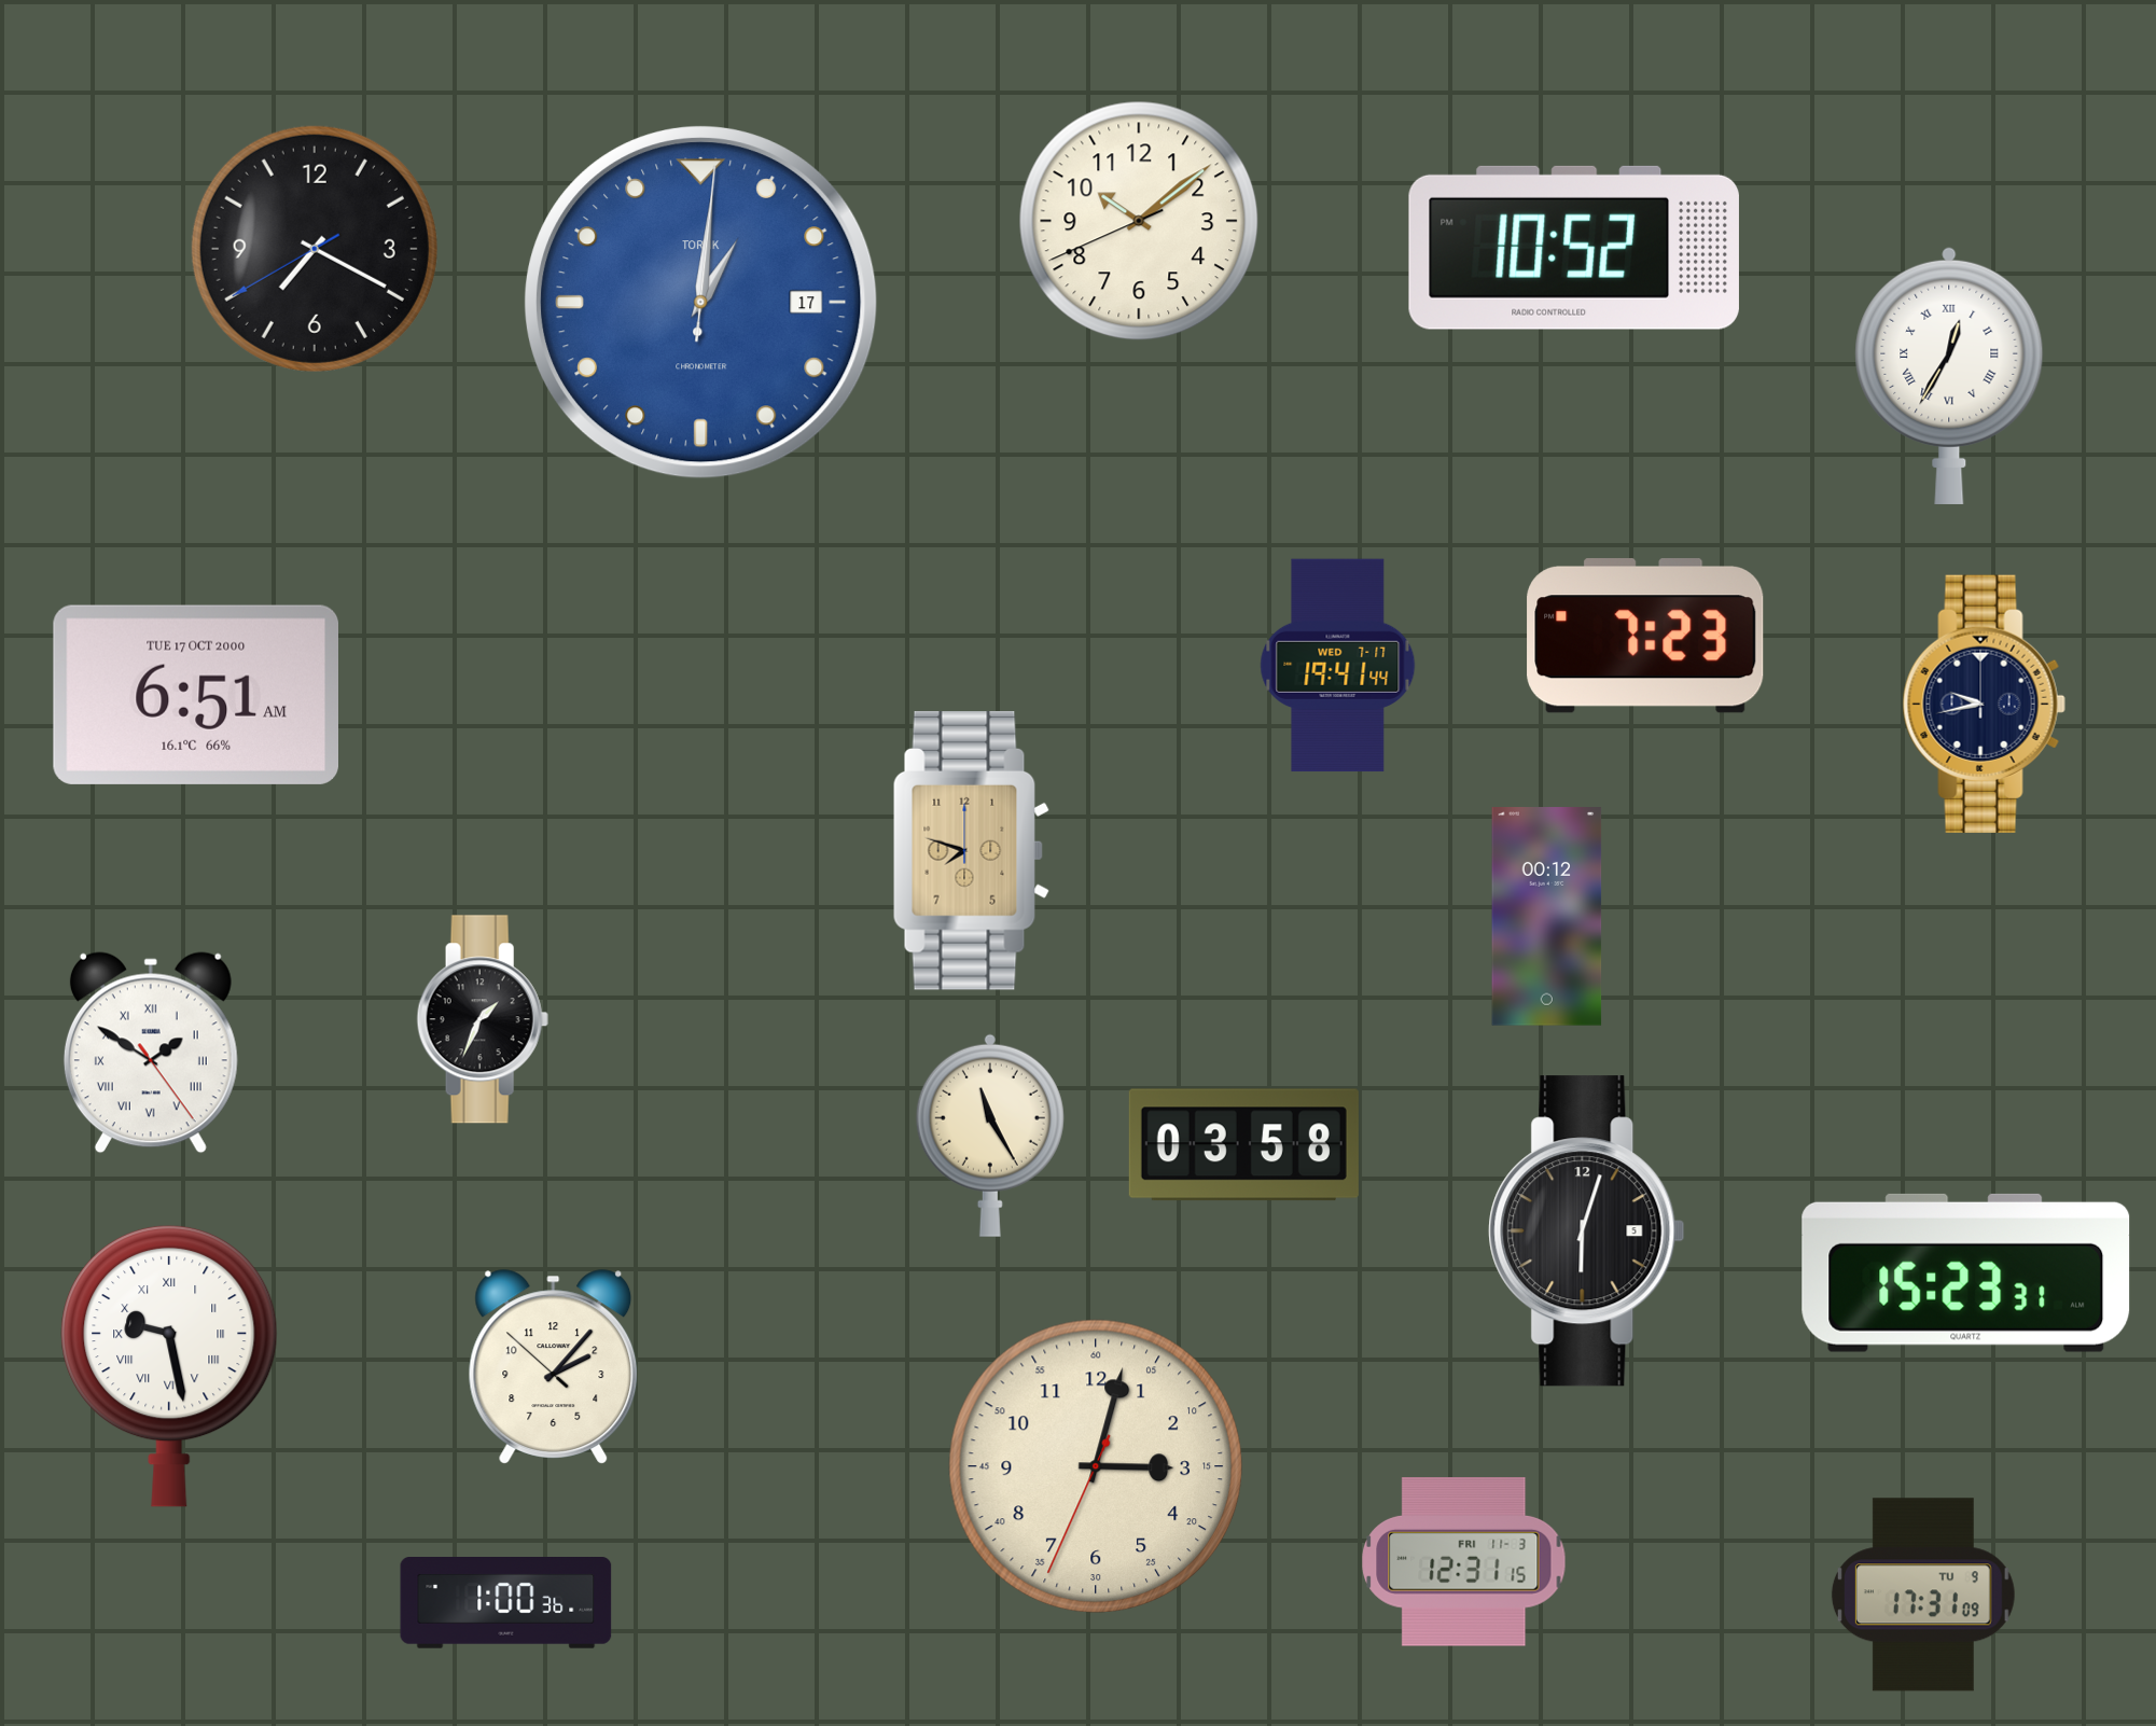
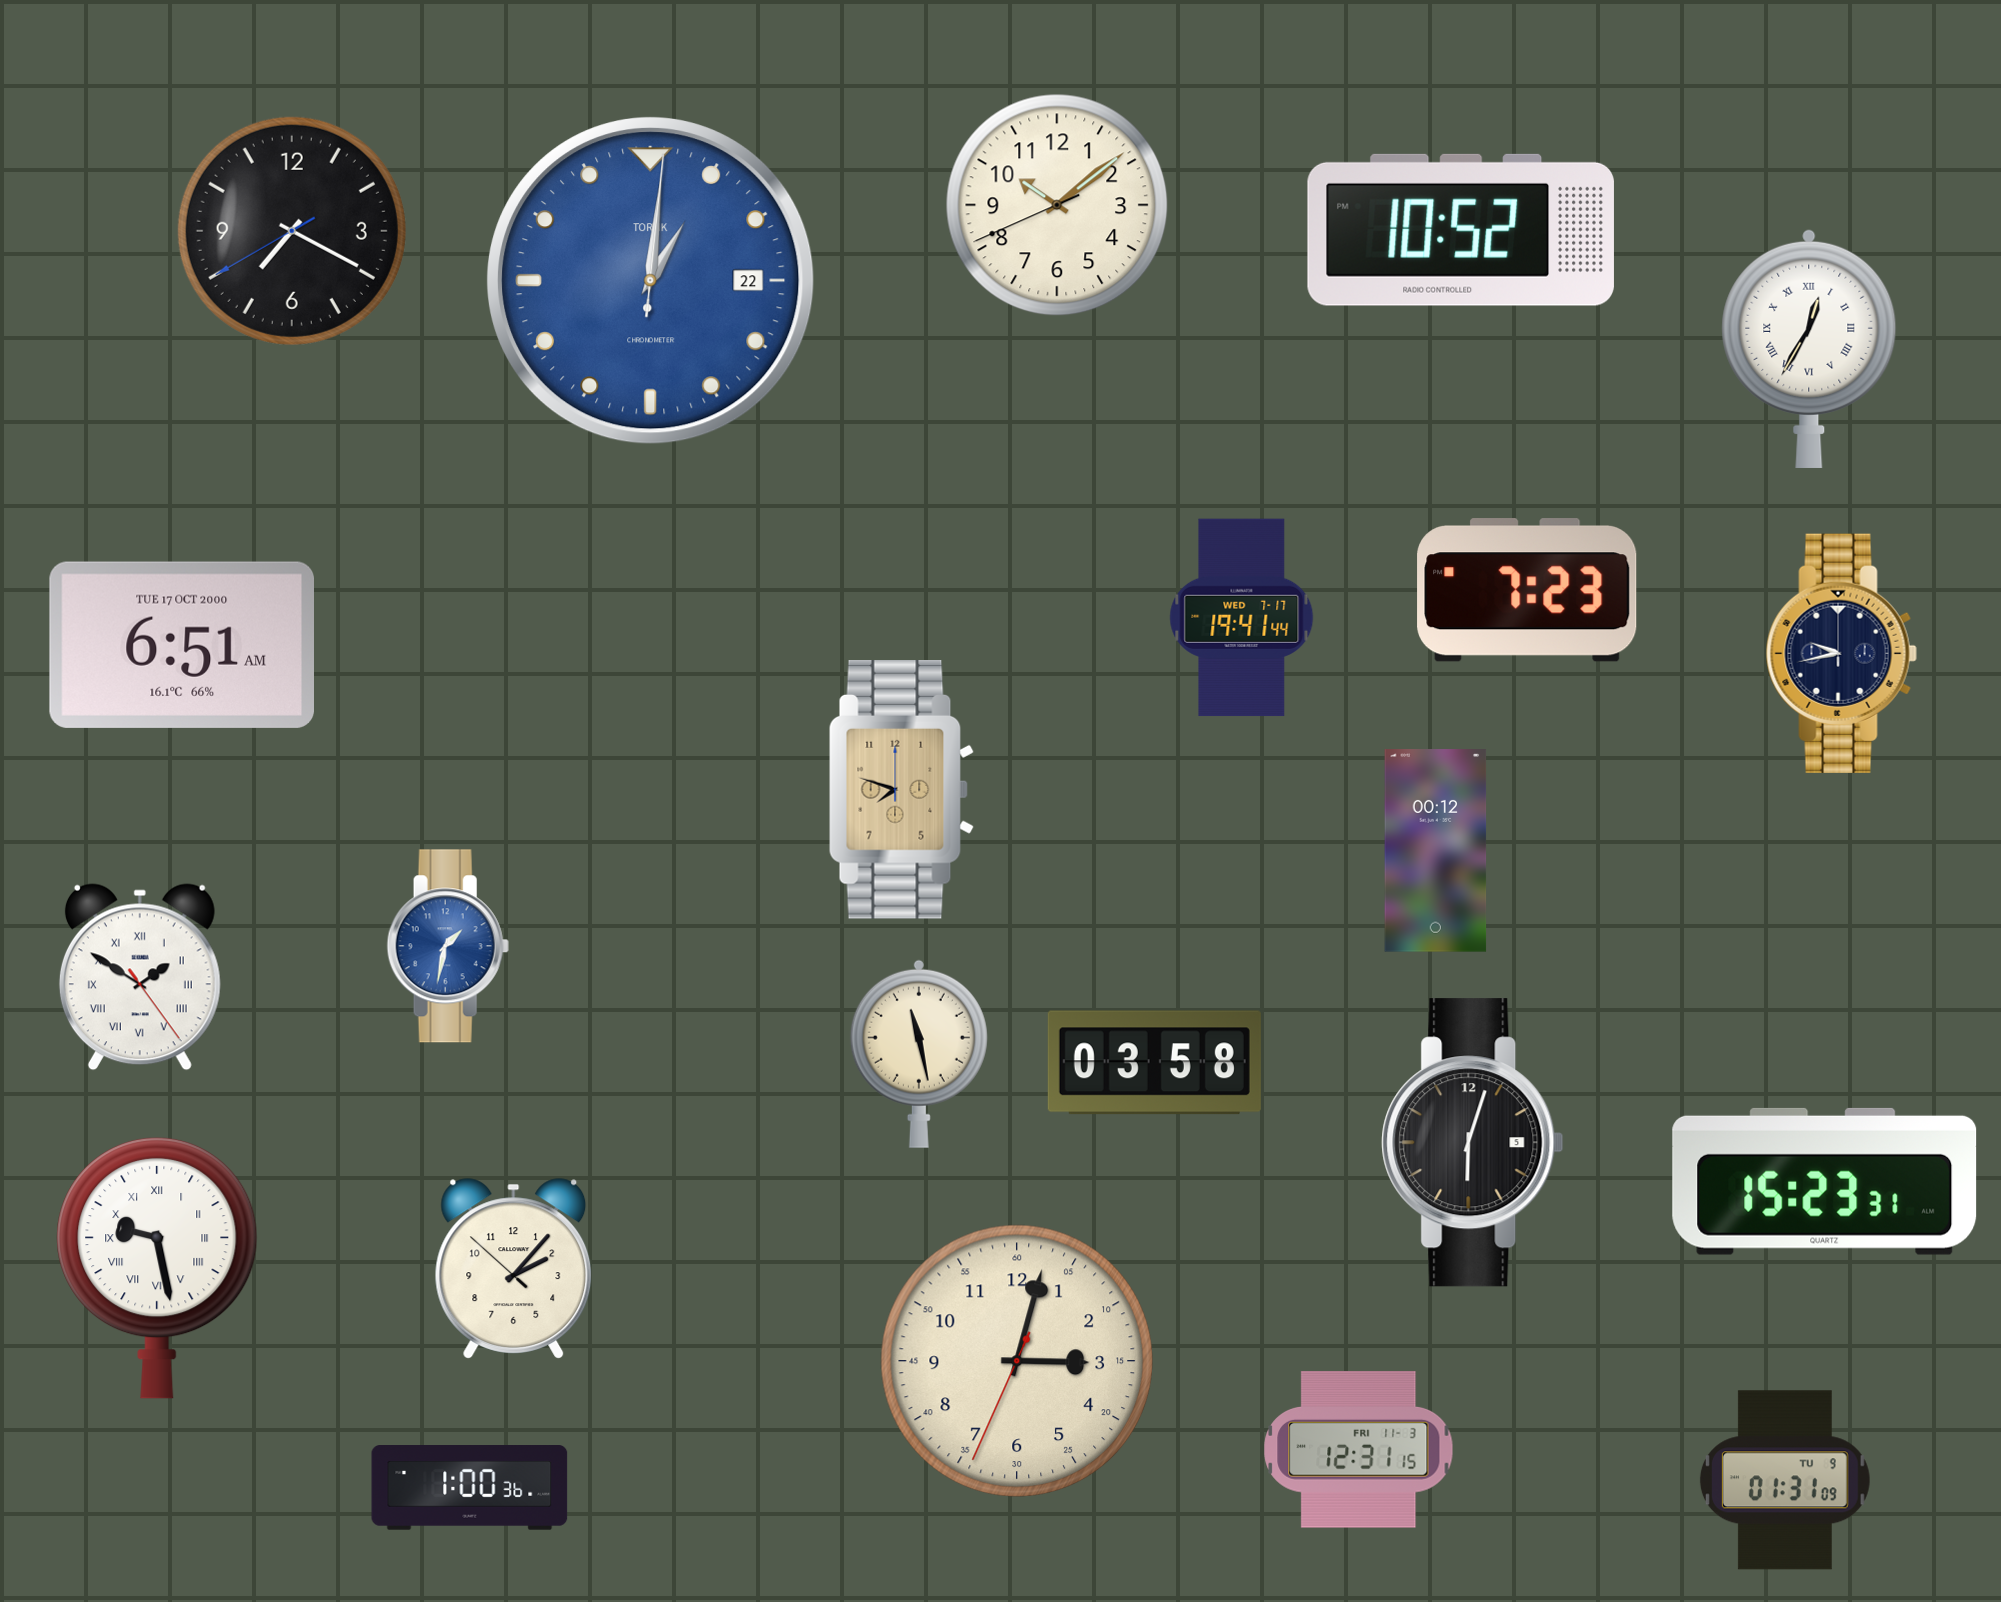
clock at (701, 303) date: 17 -> 22
clock at (483, 1019): 1:34 -> 1:32
clock at (483, 1019) dial: black -> blue
clock at (990, 1136): 11:25 -> 11:28
clock at (1923, 1595): 17:31 -> 01:31
